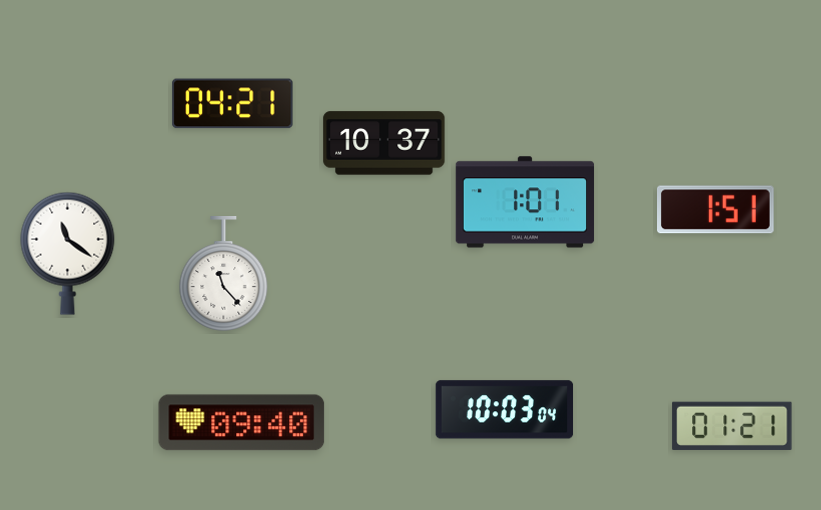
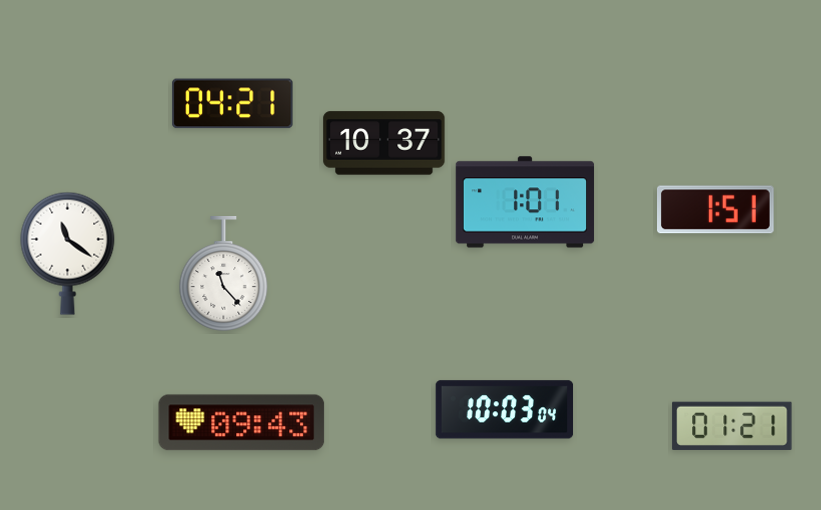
clock at (242, 423): 09:40 -> 09:43
